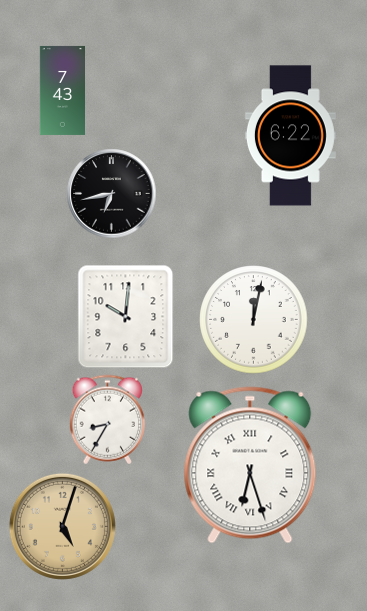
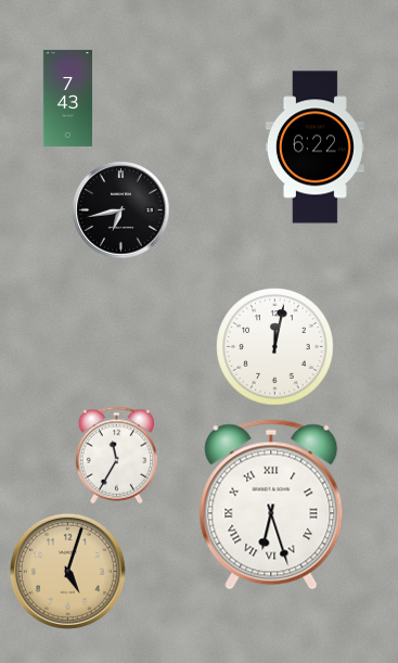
clock at (126, 317): 10:01 -> none
clock at (107, 420): 8:35 -> 11:35
